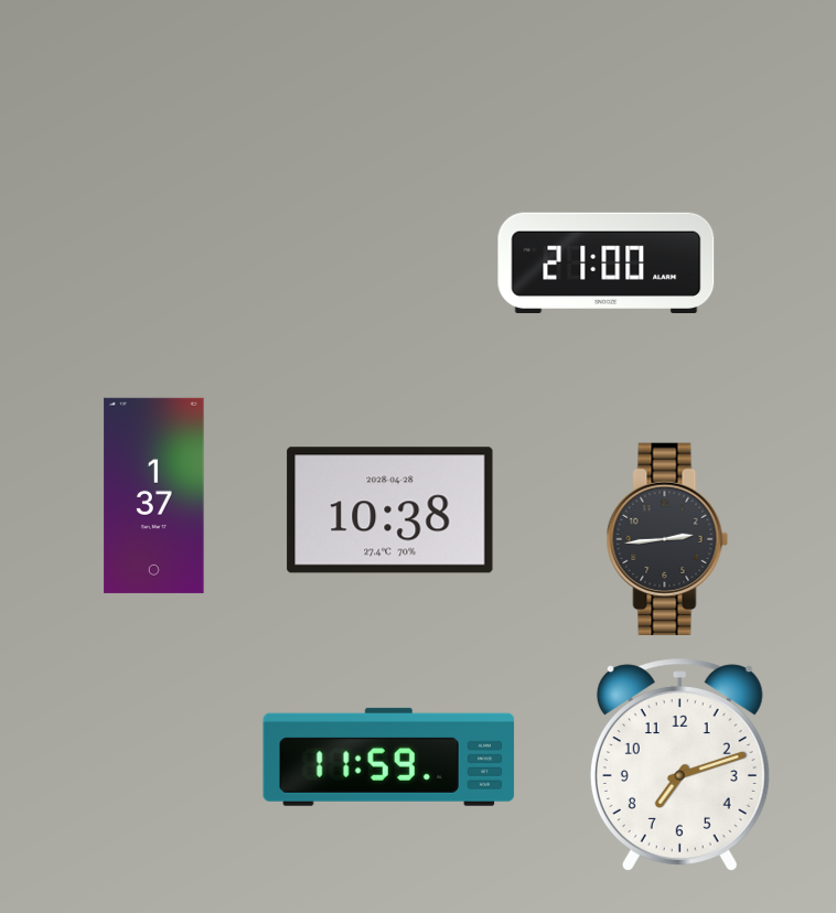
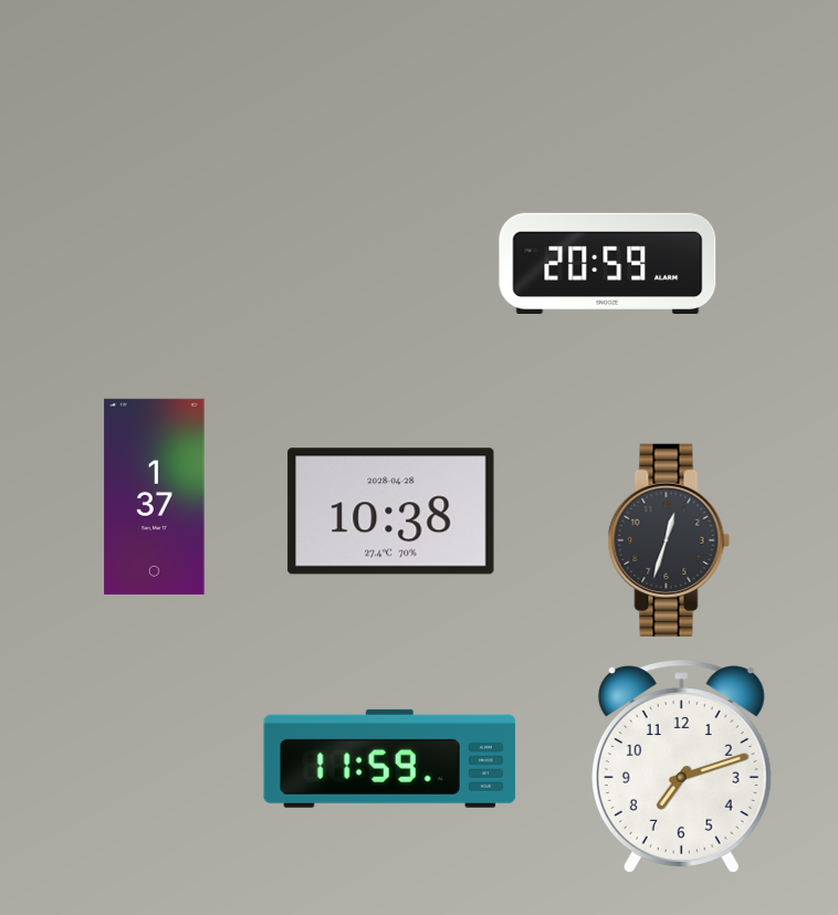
clock at (607, 262): 21:00 -> 20:59
clock at (667, 538): 2:44 -> 12:33
